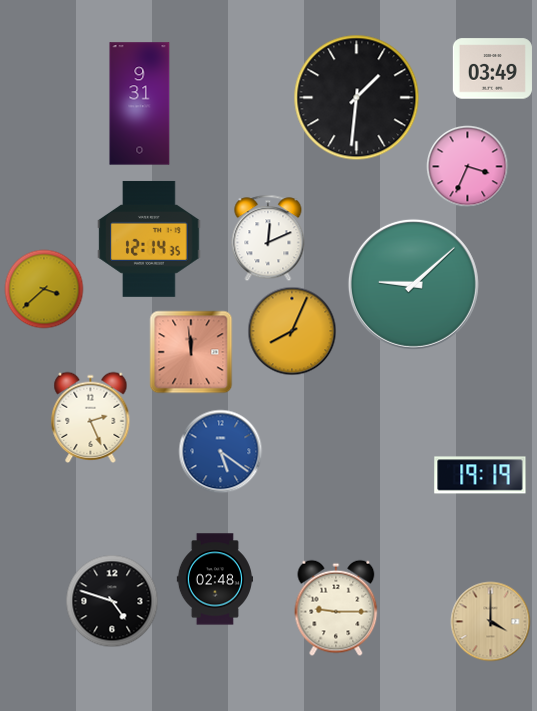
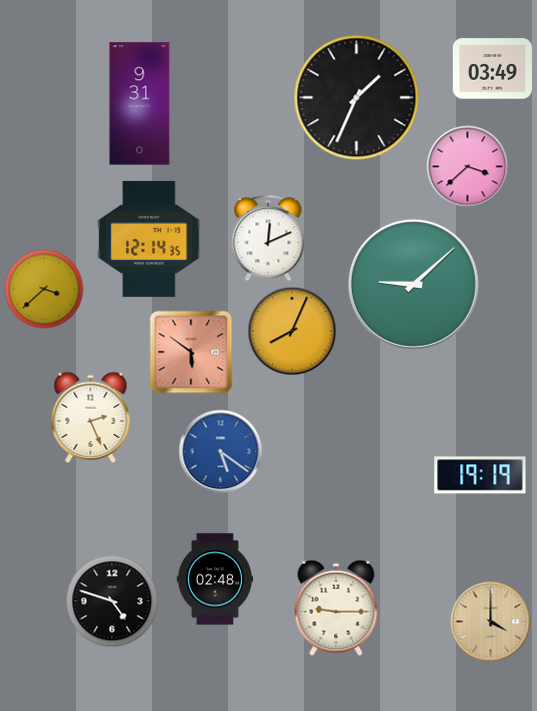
clock at (357, 98): 1:31 -> 1:34
clock at (468, 167): 3:34 -> 3:38
clock at (191, 352): 11:59 -> 5:51
